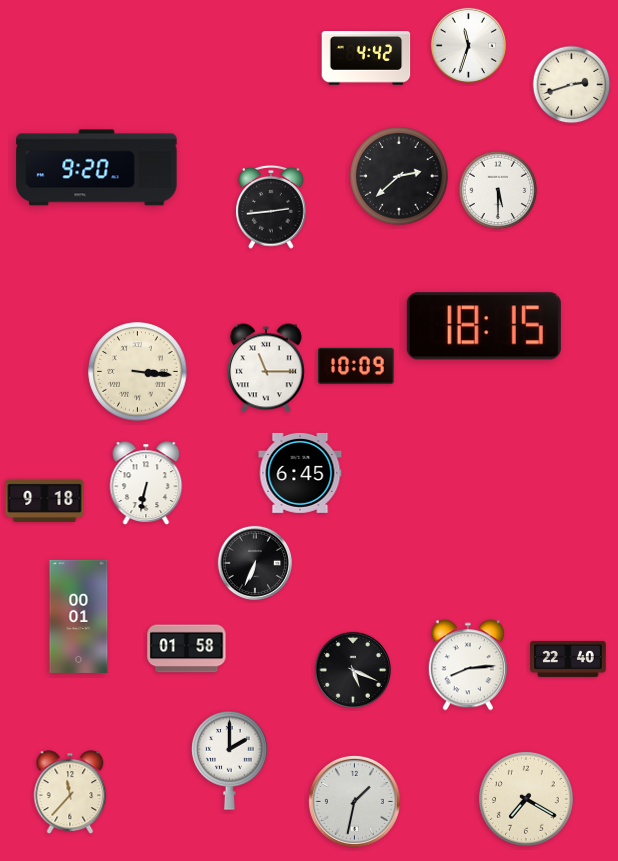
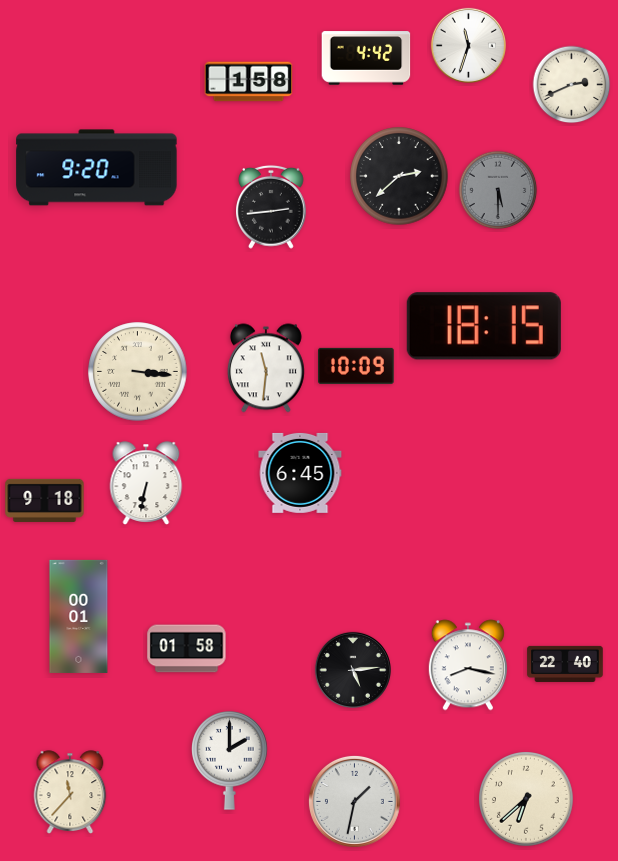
clock at (249, 82): none -> 1:58
clock at (572, 85): 2:42 -> 2:41
clock at (498, 190) dial: white -> grey
clock at (266, 368): 11:15 -> 11:31
clock at (255, 563): 6:34 -> none
clock at (568, 659) position: (568, 659) -> (565, 664)
clock at (468, 665): 8:14 -> 8:17
clock at (353, 670): 5:19 -> 5:14
clock at (527, 800): 7:20 -> 6:38
